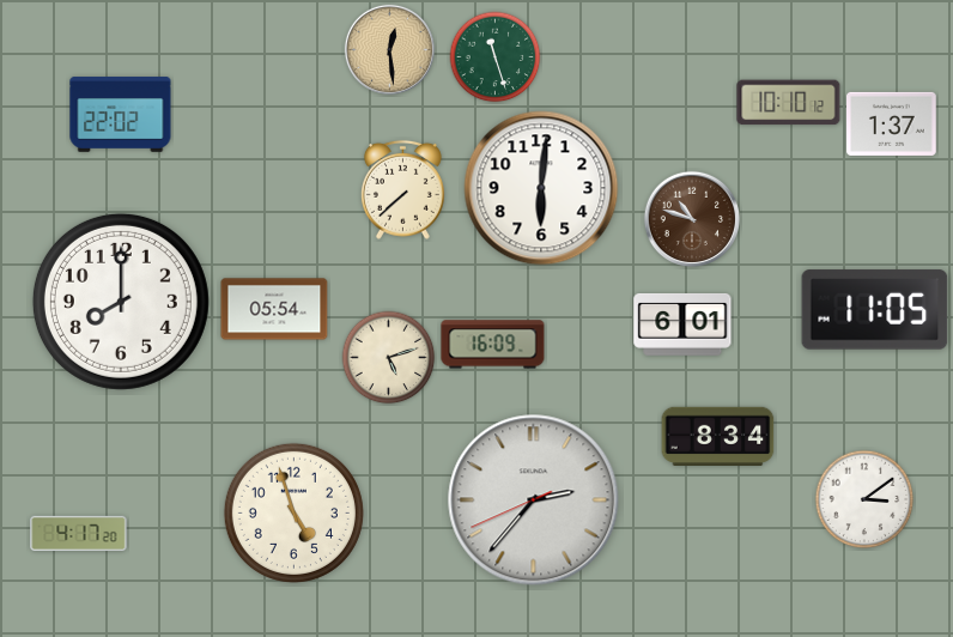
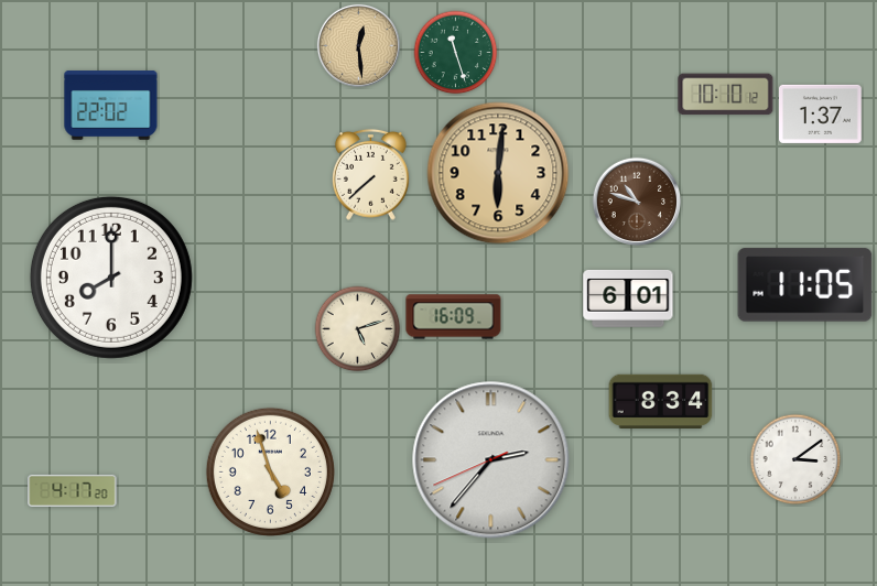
clock at (541, 188) dial: white -> champagne
clock at (274, 309): 05:54 -> none
